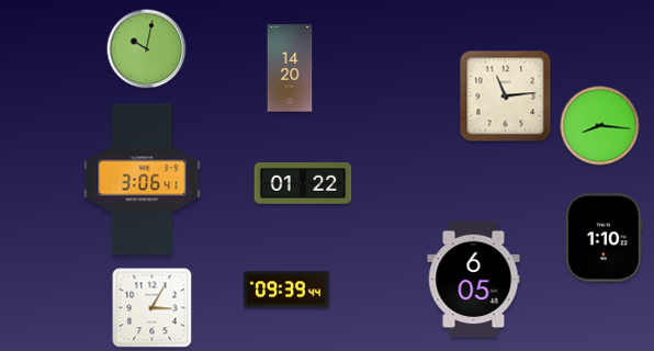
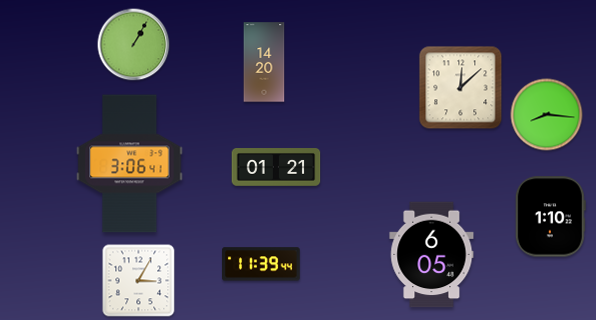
clock at (147, 49): 10:02 -> 1:05
clock at (506, 97): 11:14 -> 12:08
clock at (303, 183): 01:22 -> 01:21
clock at (287, 290): 09:39 -> 11:39
